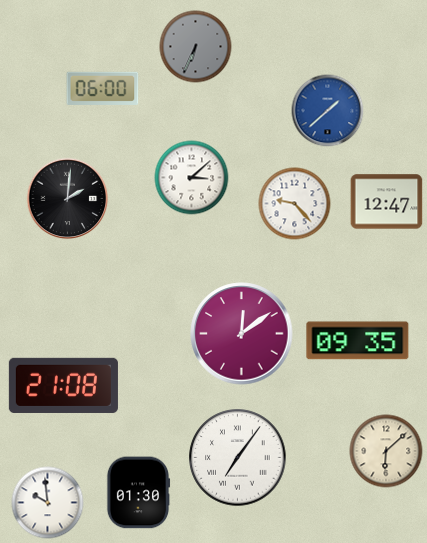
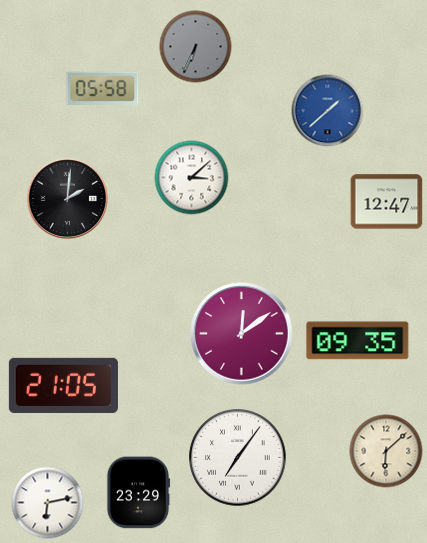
clock at (103, 88): 06:00 -> 05:58
clock at (295, 204): 9:23 -> none
clock at (63, 385): 21:08 -> 21:05
clock at (138, 493): 01:30 -> 23:29
clock at (48, 503): 9:59 -> 6:13
